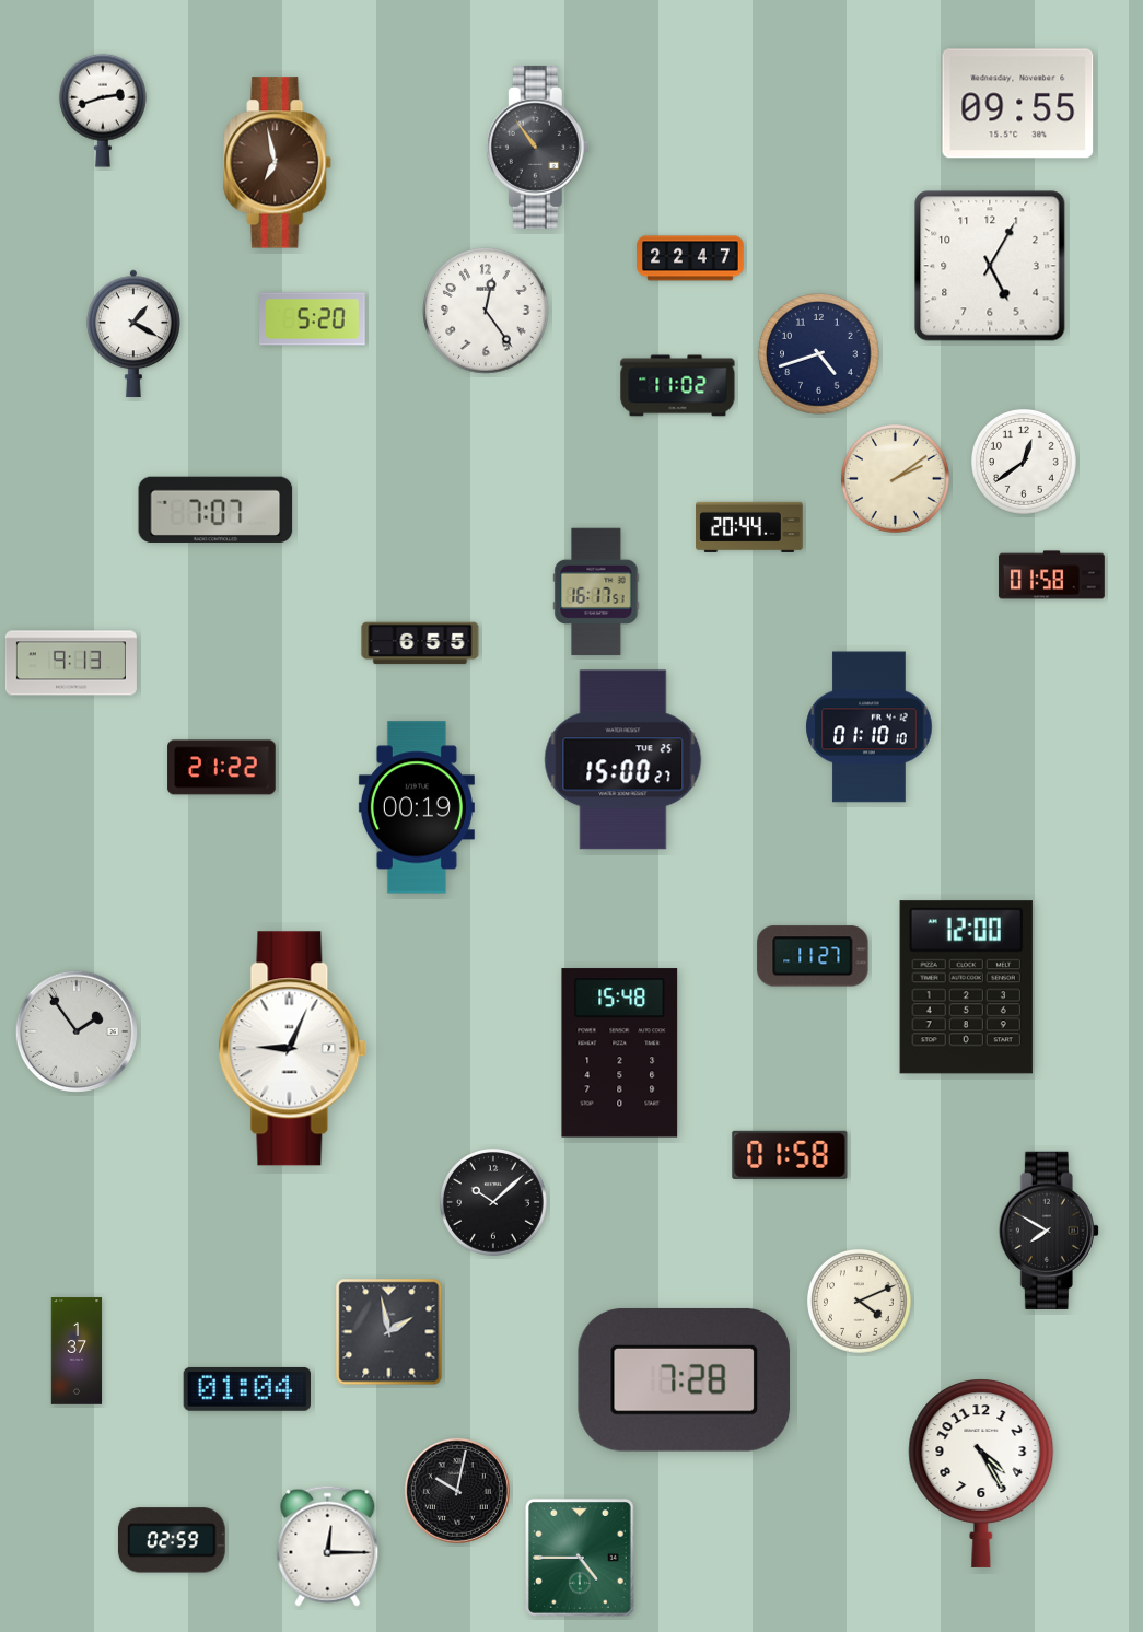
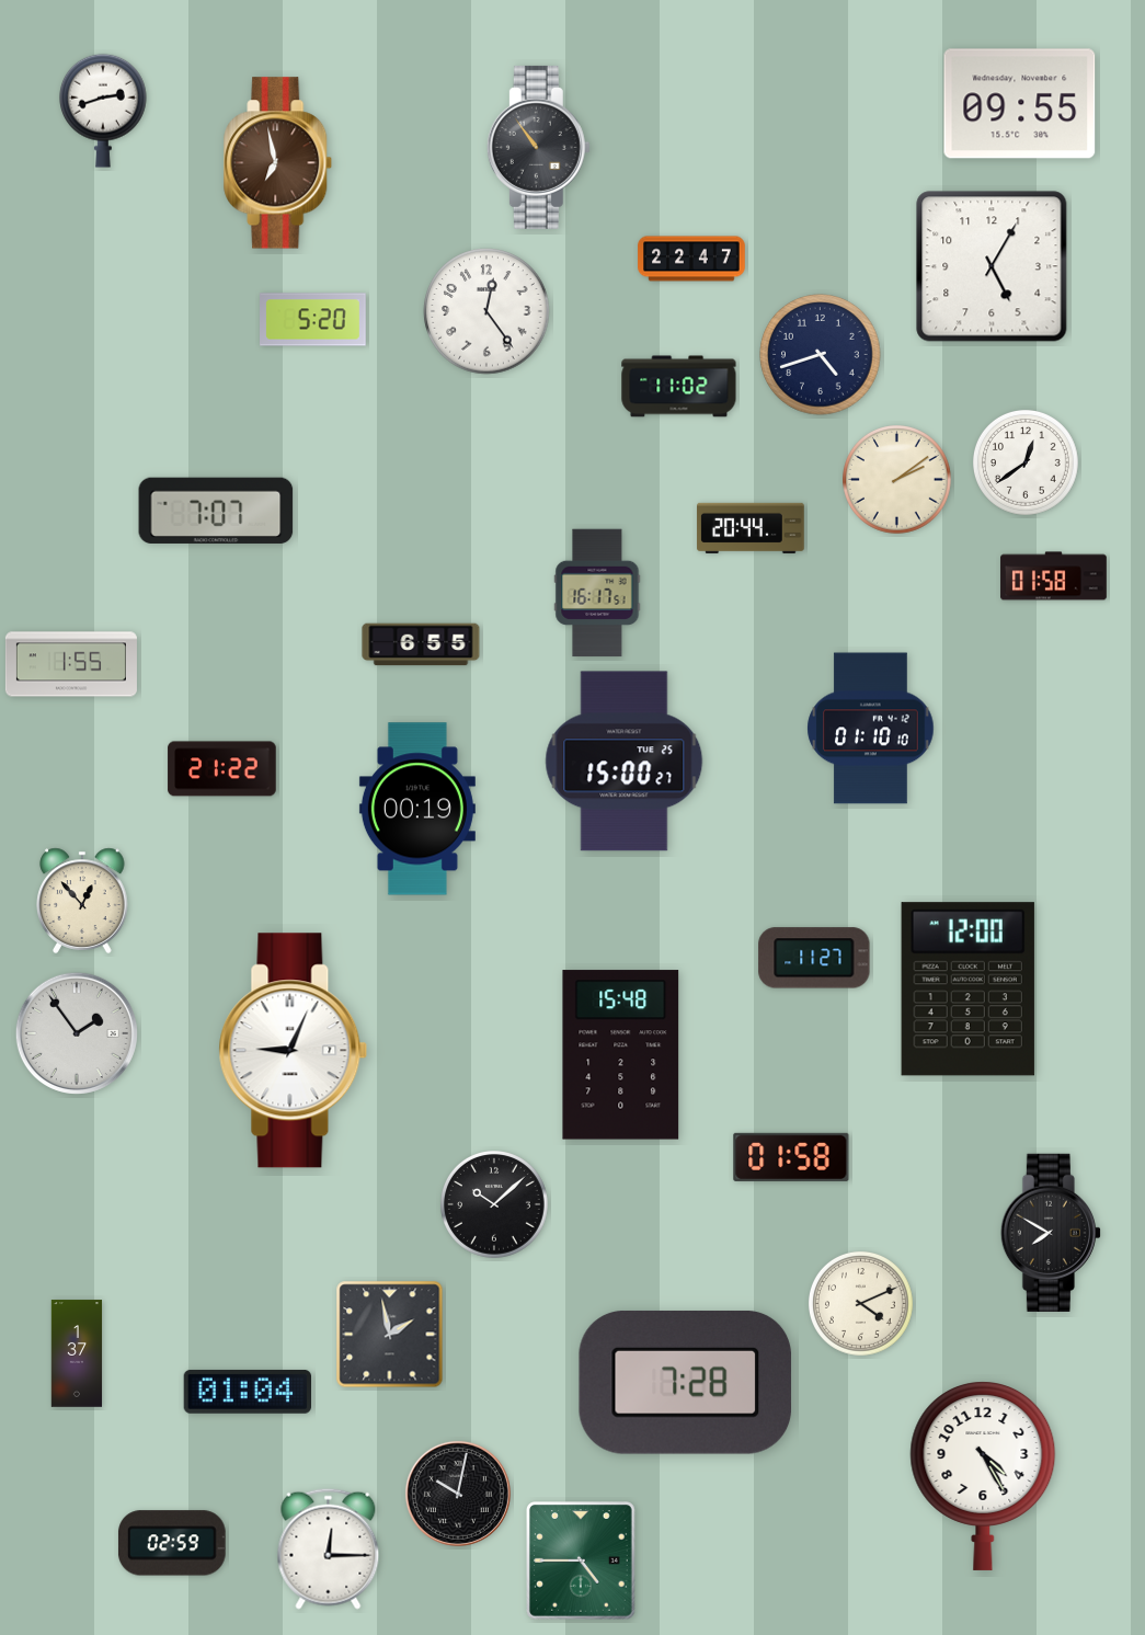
clock at (135, 334): 1:20 -> none
clock at (71, 663): 9:13 -> 1:55
clock at (82, 901): none -> 12:53
